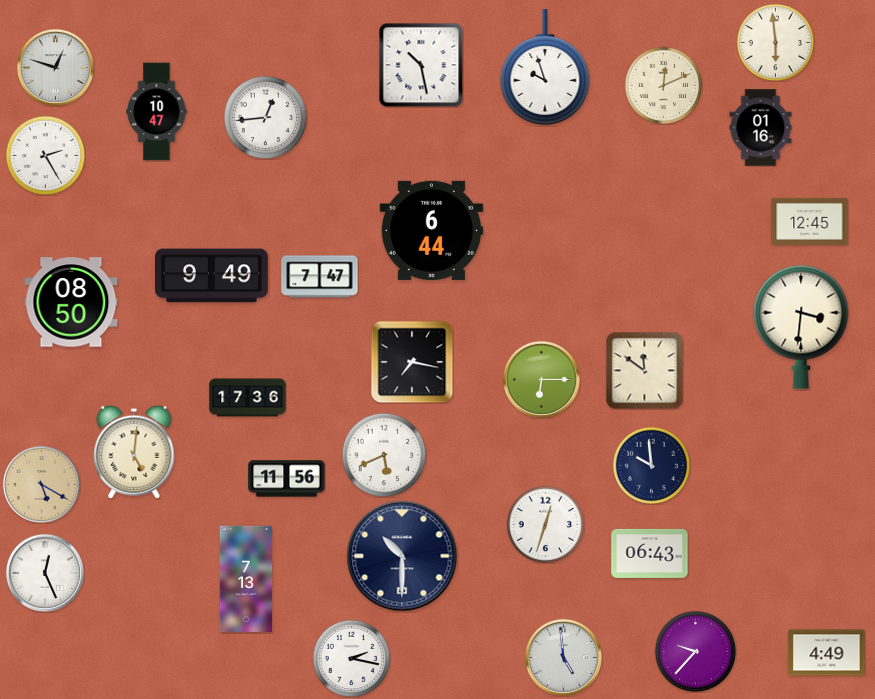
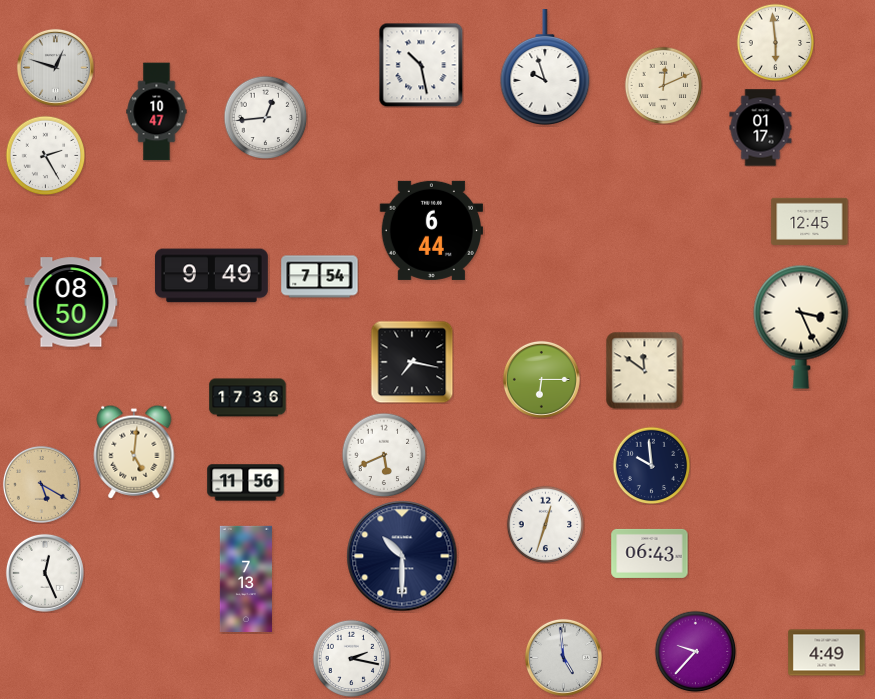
clock at (761, 128): 01:16 -> 01:17
clock at (320, 277): 7:47 -> 7:54
clock at (801, 327): 3:31 -> 3:26
clock at (287, 479) position: (287, 479) -> (246, 483)
